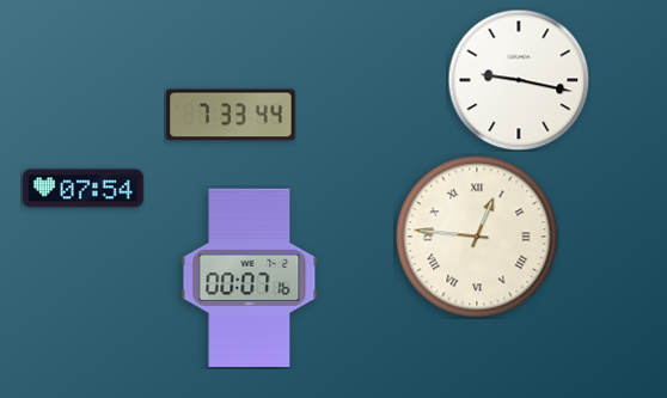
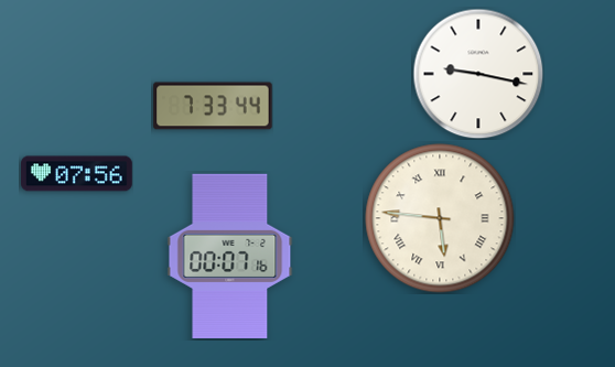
clock at (84, 189): 07:54 -> 07:56
clock at (477, 237): 12:46 -> 5:46
